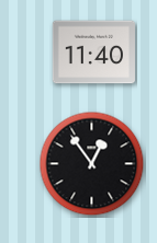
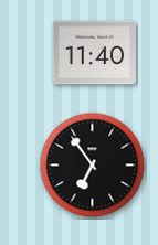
clock at (92, 164): 12:54 -> 6:54
